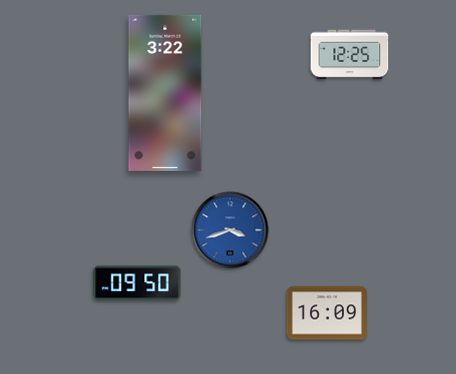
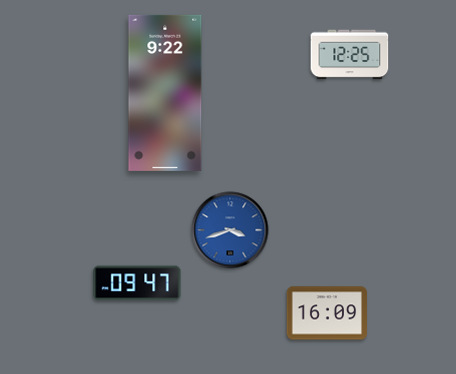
clock at (165, 93): 3:22 -> 9:22
clock at (137, 283): 09:50 -> 09:47
